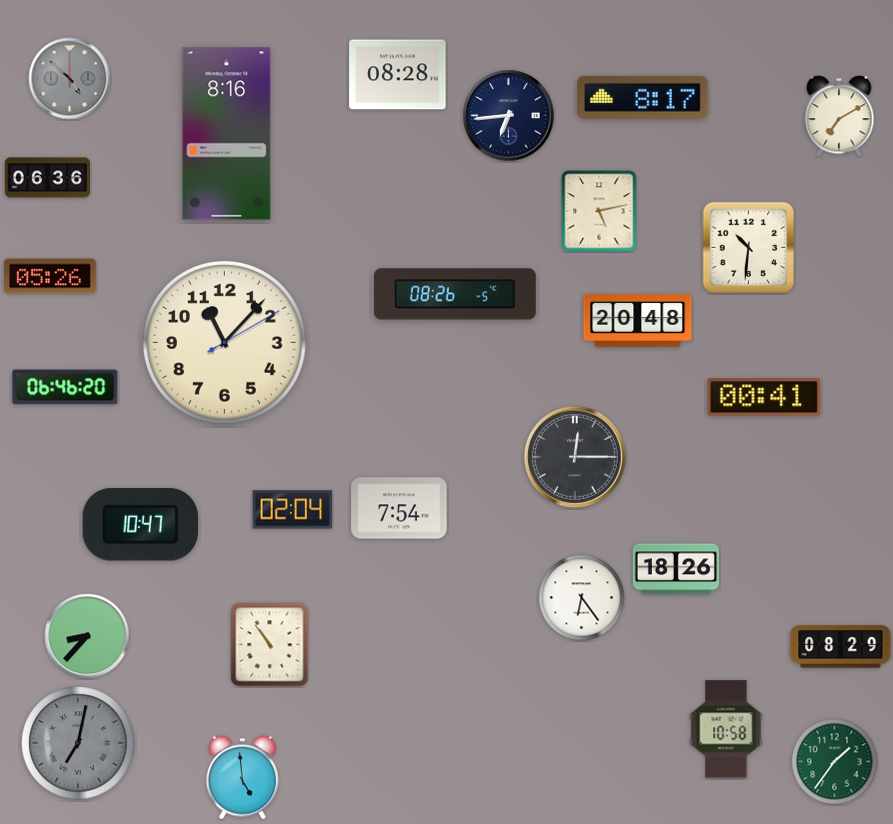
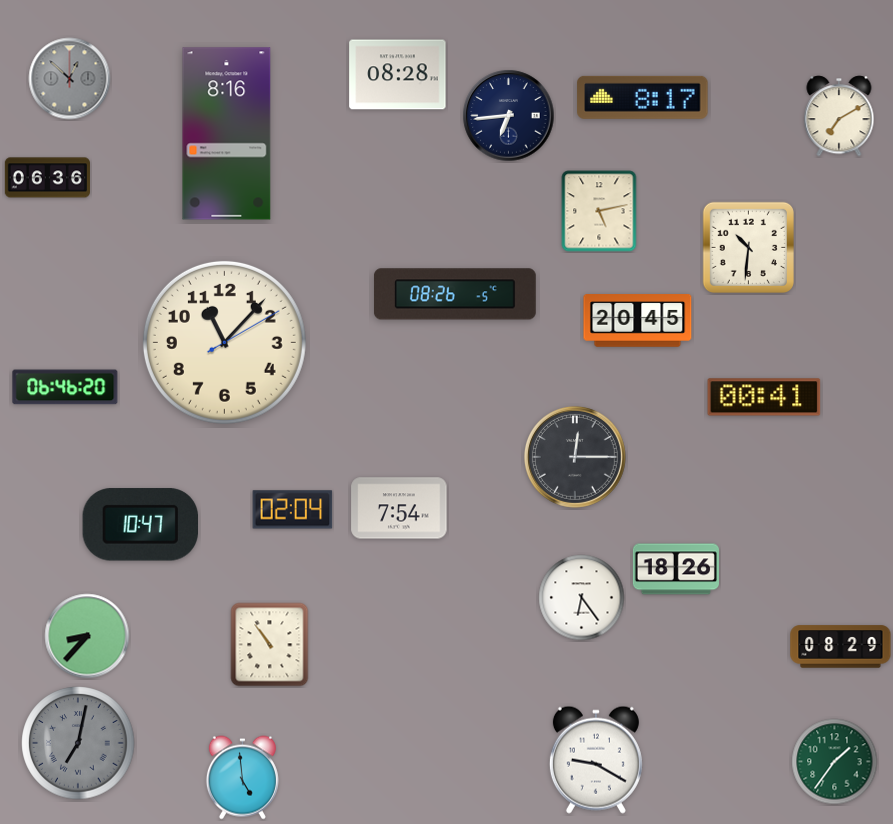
clock at (70, 79): 4:52 -> 12:52
clock at (51, 276): 05:26 -> none
clock at (638, 321): 20:48 -> 20:45
clock at (726, 729): 10:58 -> none
clock at (596, 760): none -> 9:20
